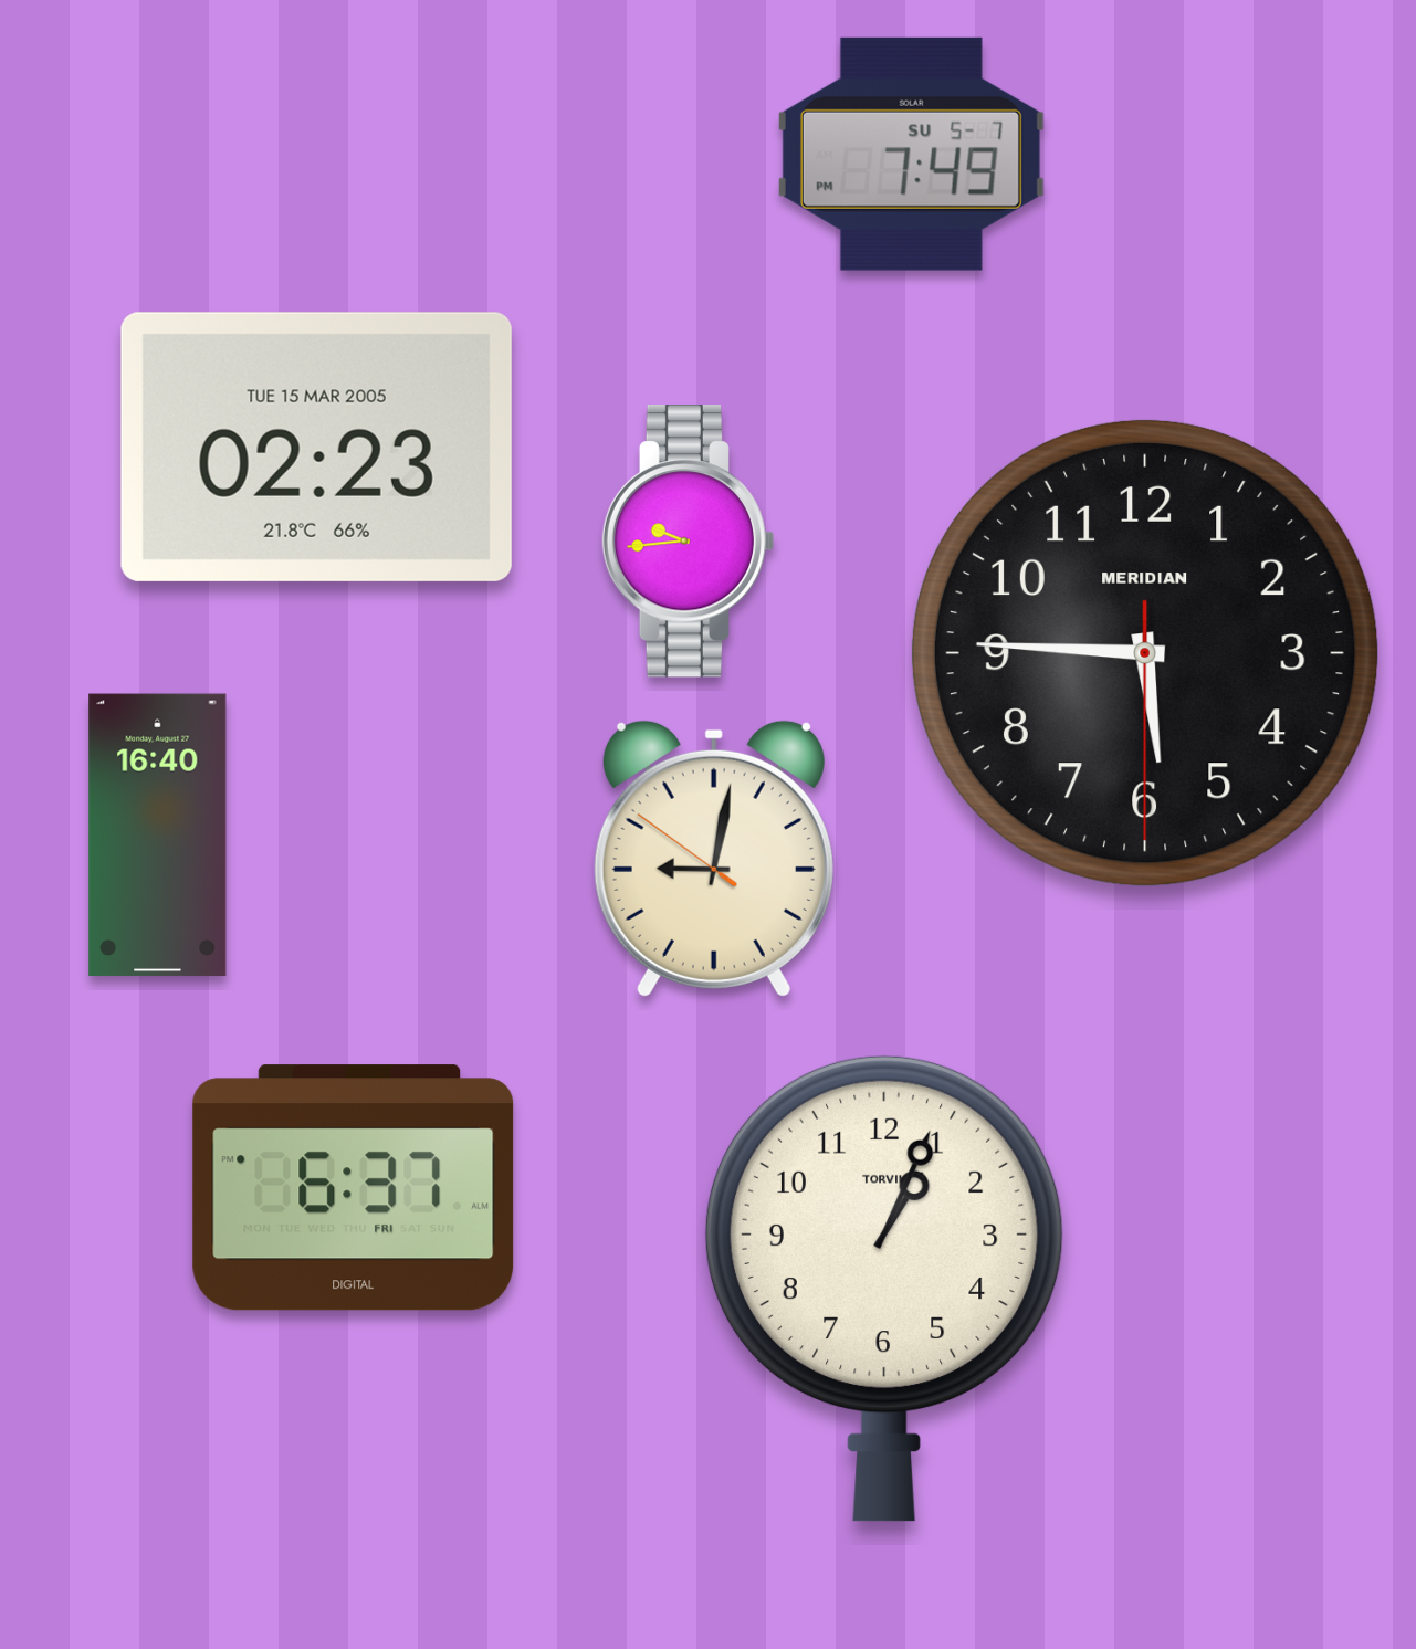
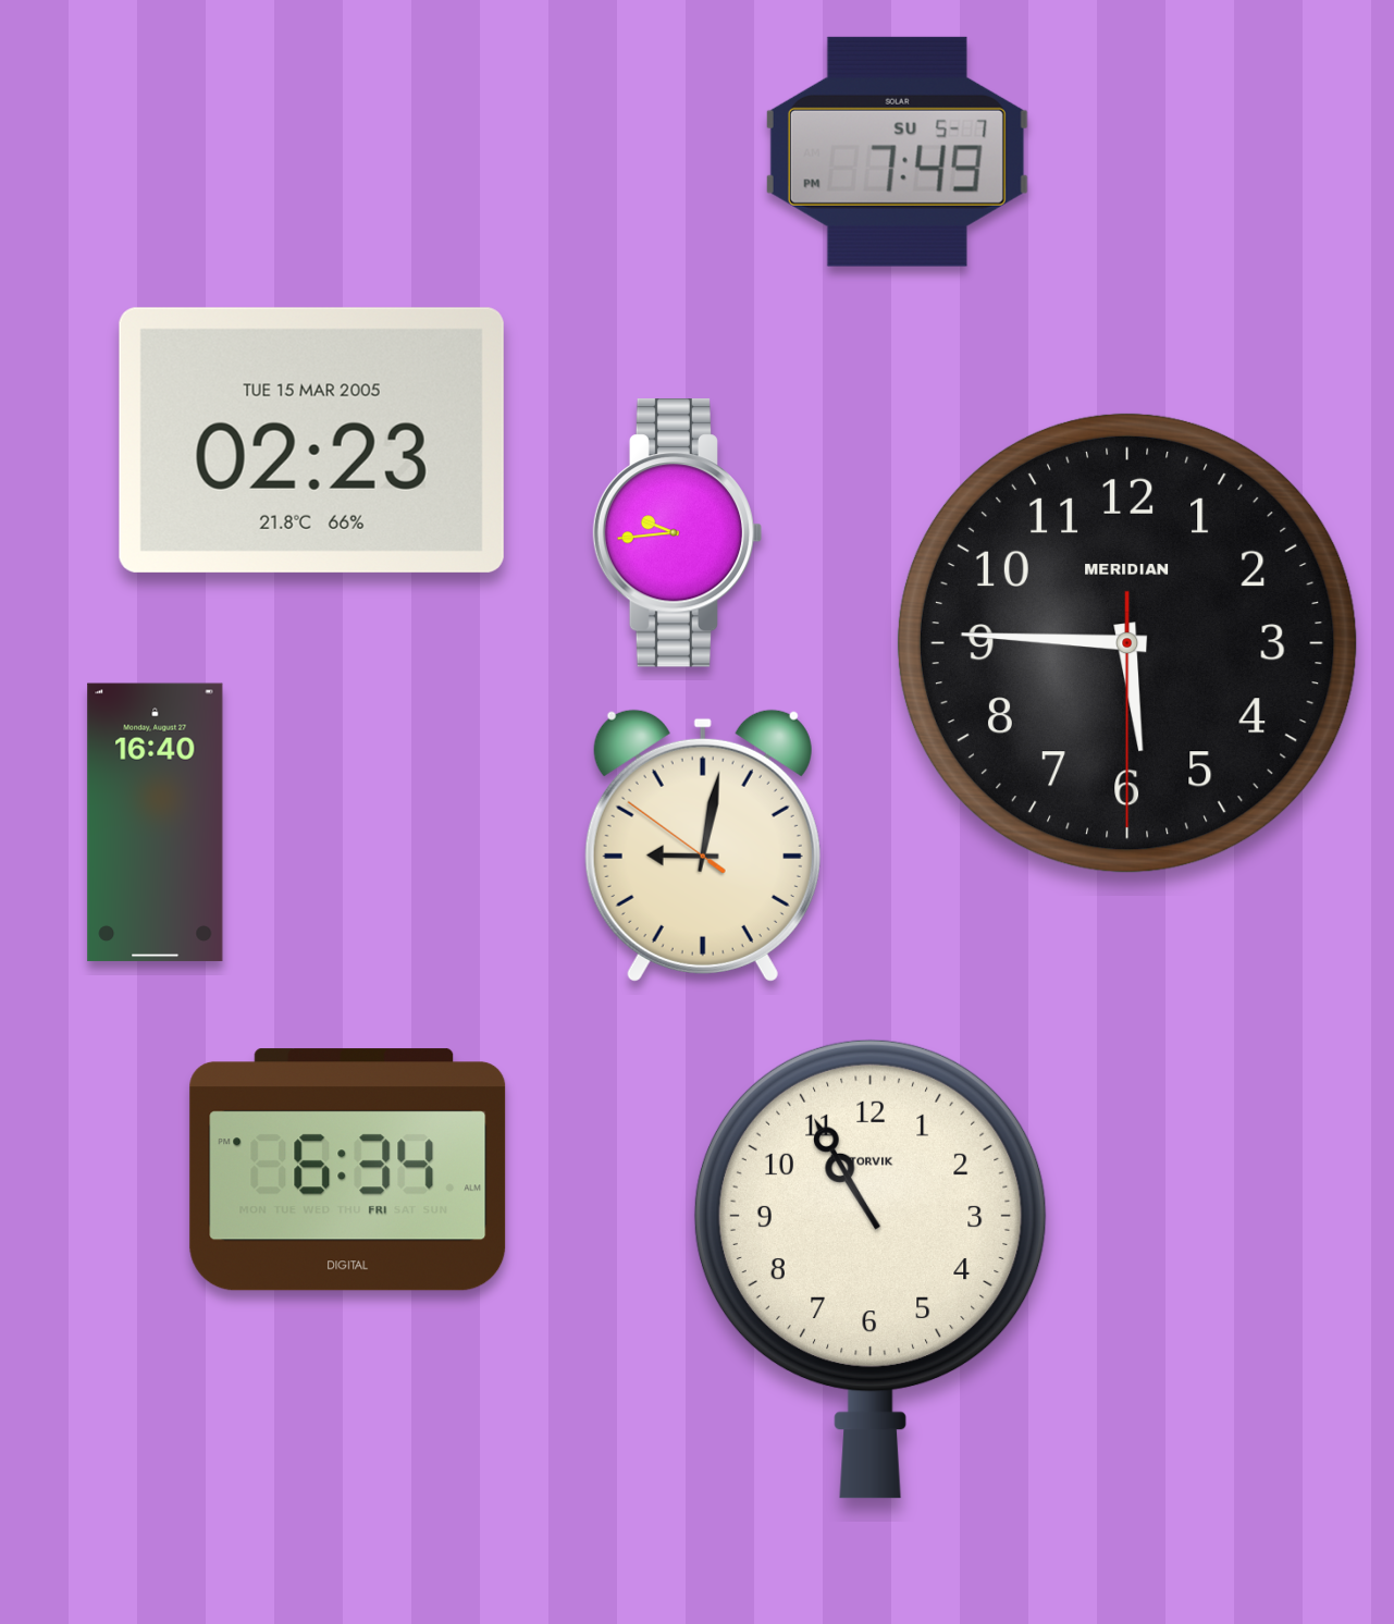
clock at (354, 1188): 6:37 -> 6:34
clock at (884, 1289): 1:04 -> 10:55
